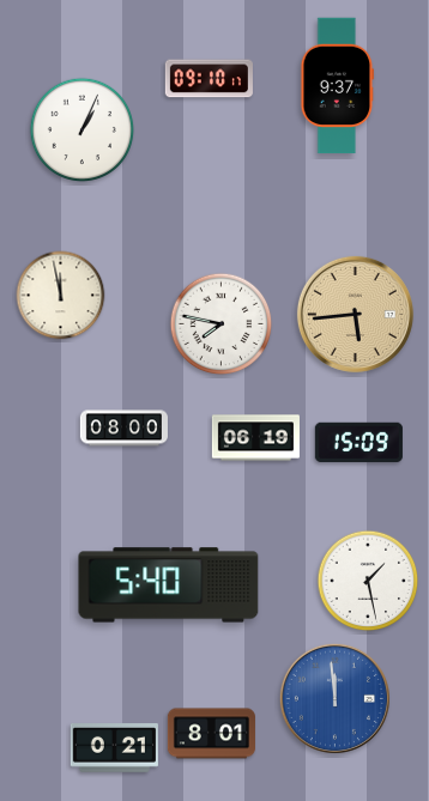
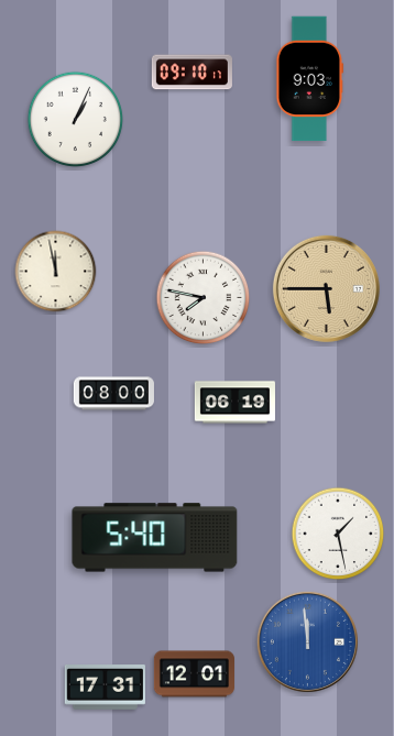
clock at (338, 86): 9:37 -> 9:03
clock at (355, 314): 5:44 -> 5:45
clock at (358, 442): 15:09 -> none
clock at (211, 734): 8:01 -> 12:01
clock at (114, 748): 0:21 -> 17:31
